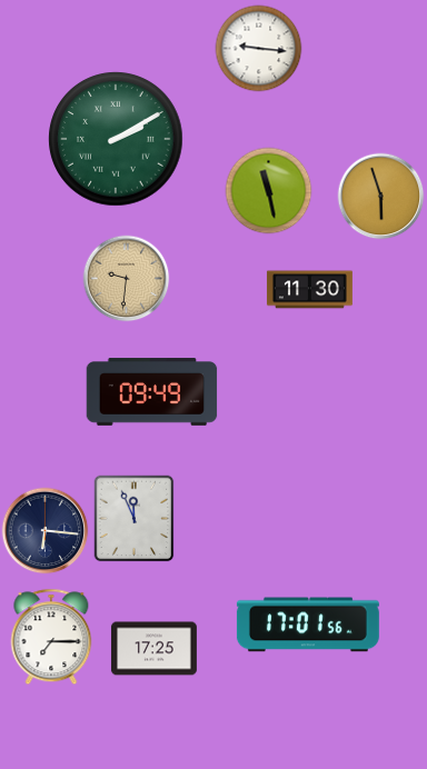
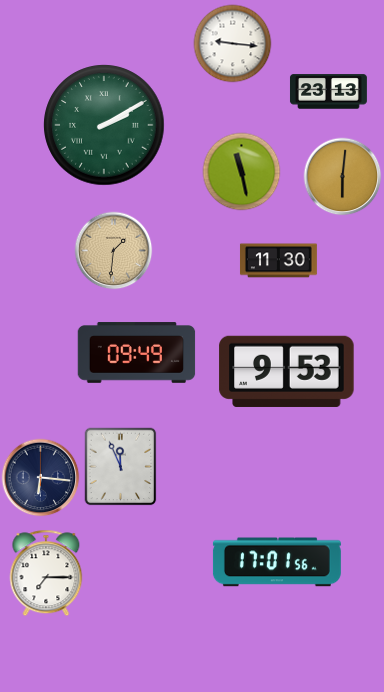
clock at (328, 92): none -> 23:13
clock at (380, 196): 5:57 -> 6:01
clock at (126, 278): 9:31 -> 1:31
clock at (287, 371): none -> 9:53
clock at (153, 649): 17:25 -> none
